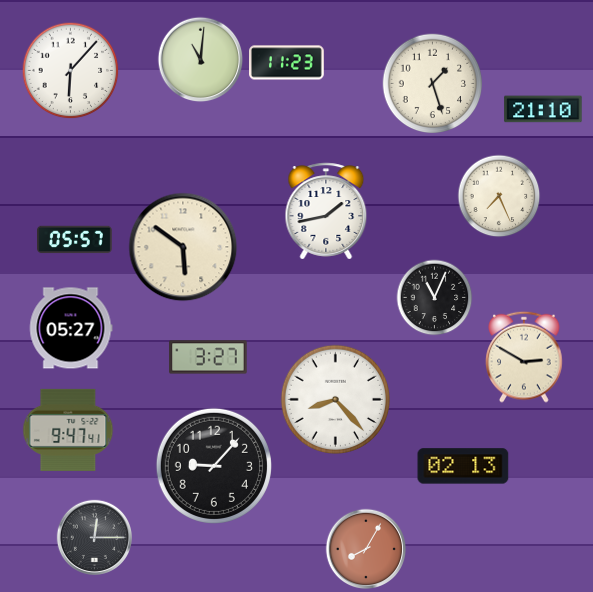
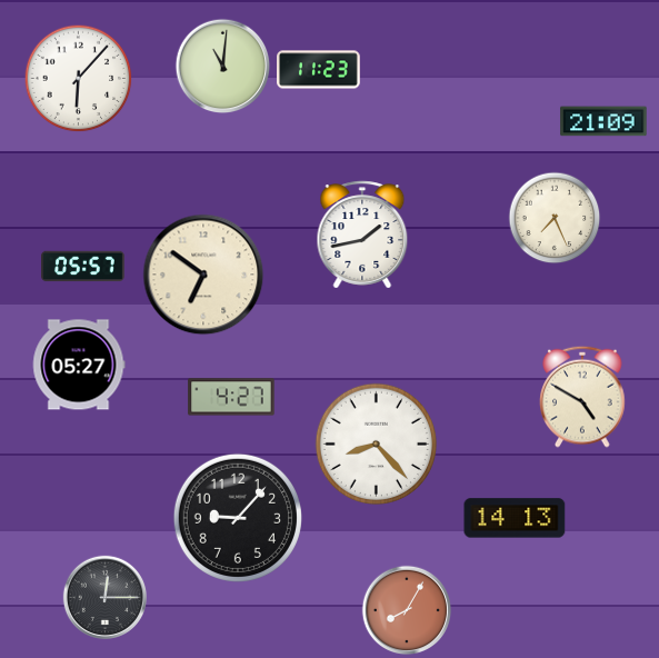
clock at (433, 84): 1:27 -> none
clock at (543, 109): 21:10 -> 21:09
clock at (183, 247): 5:51 -> 6:51
clock at (435, 298): 11:04 -> none
clock at (208, 357): 3:27 -> 4:27
clock at (524, 357): 2:50 -> 4:50
clock at (335, 399) position: (335, 399) -> (376, 443)
clock at (68, 430): 9:47 -> none
clock at (463, 466): 02:13 -> 14:13
